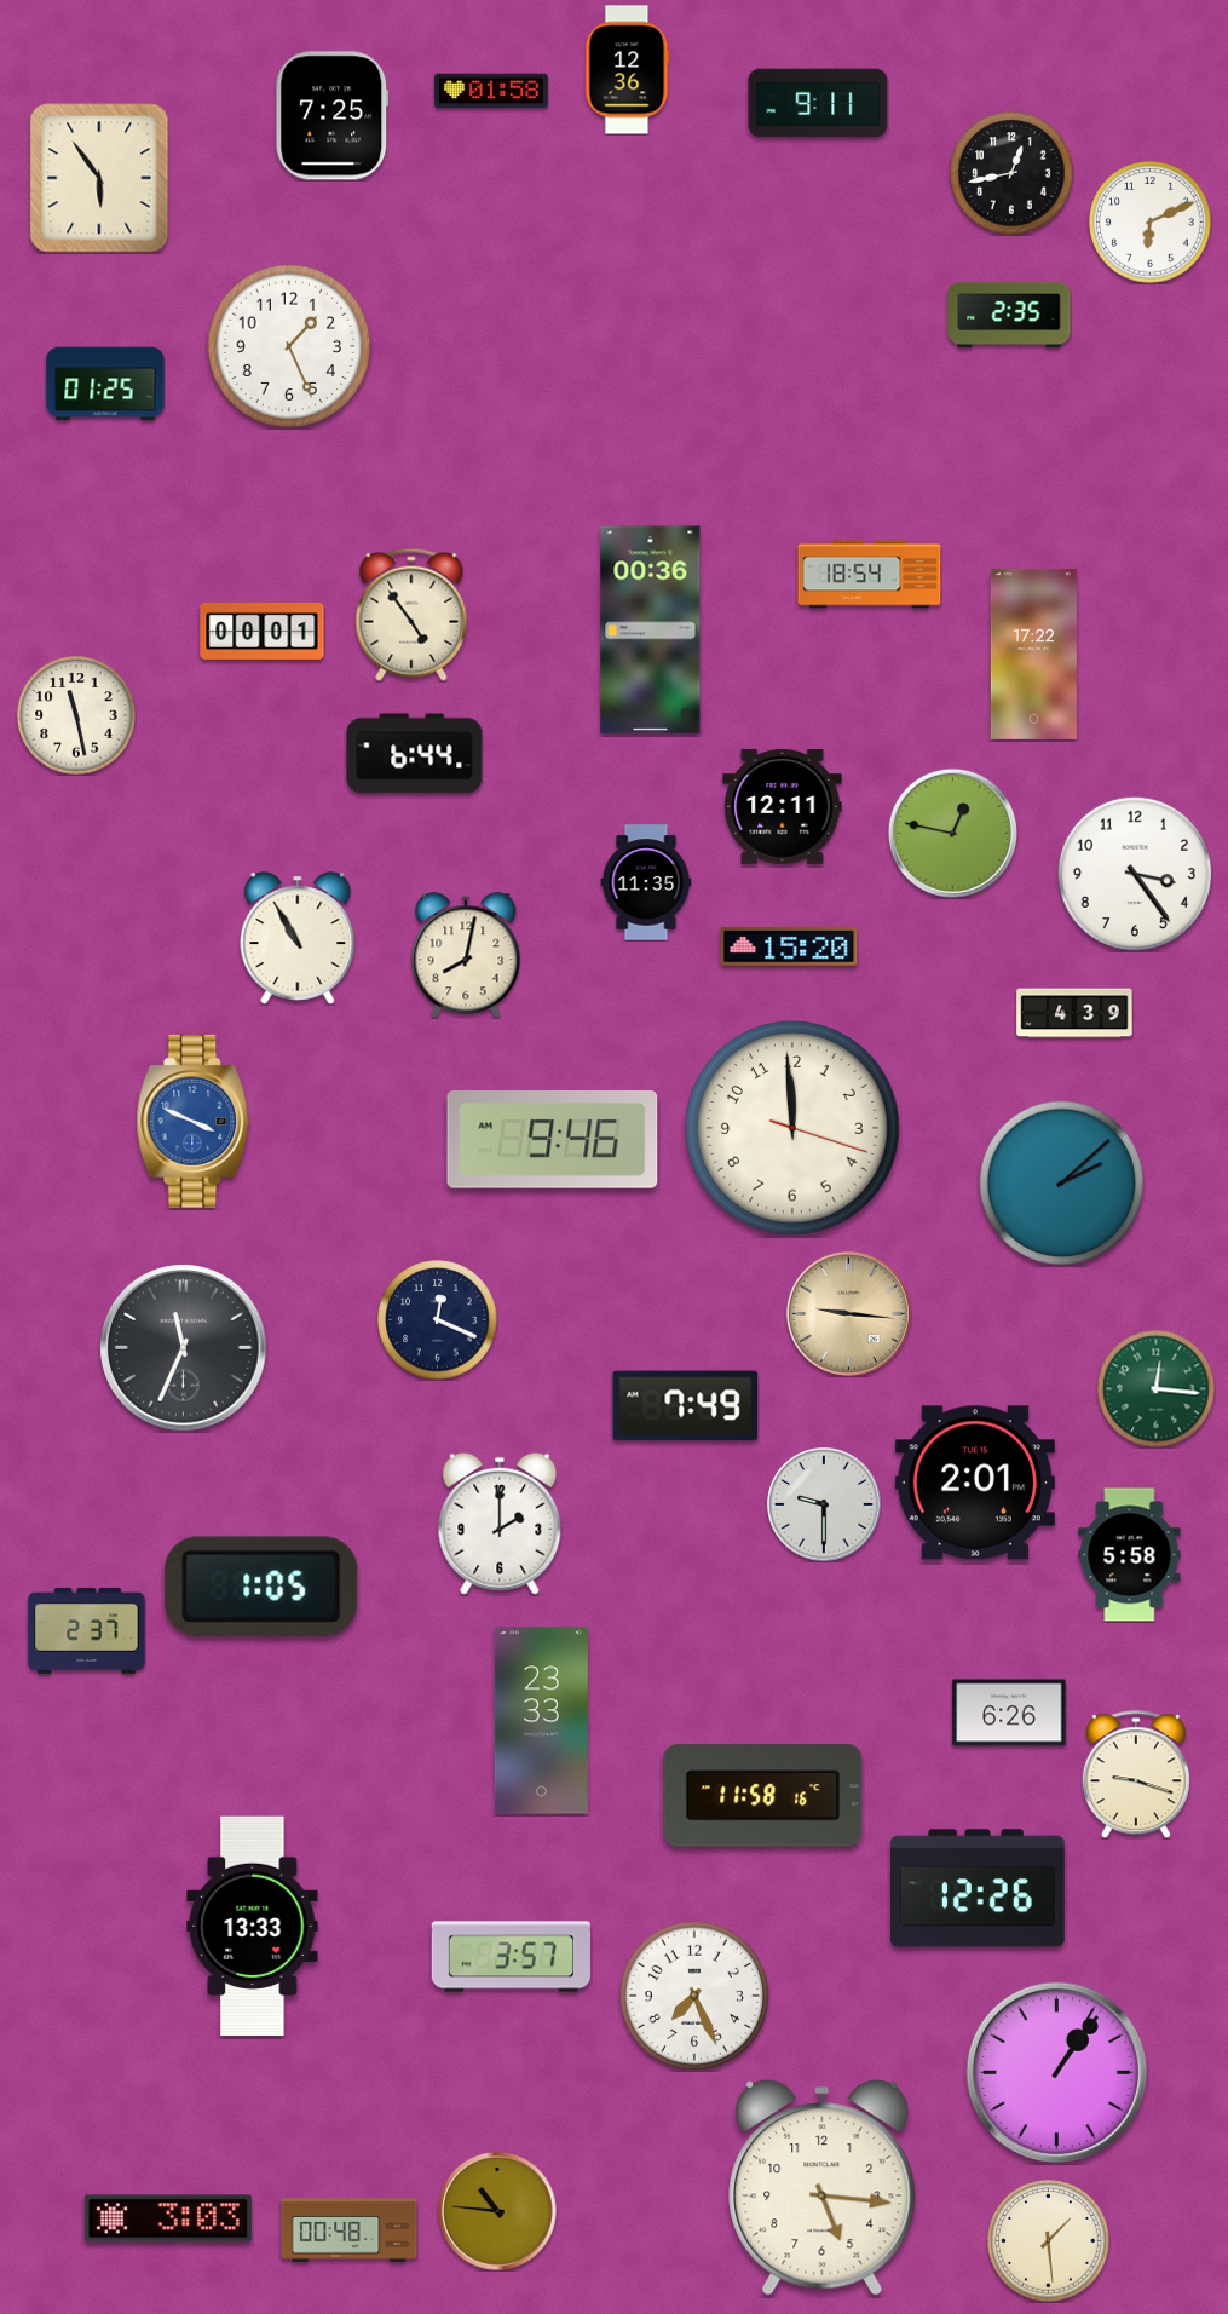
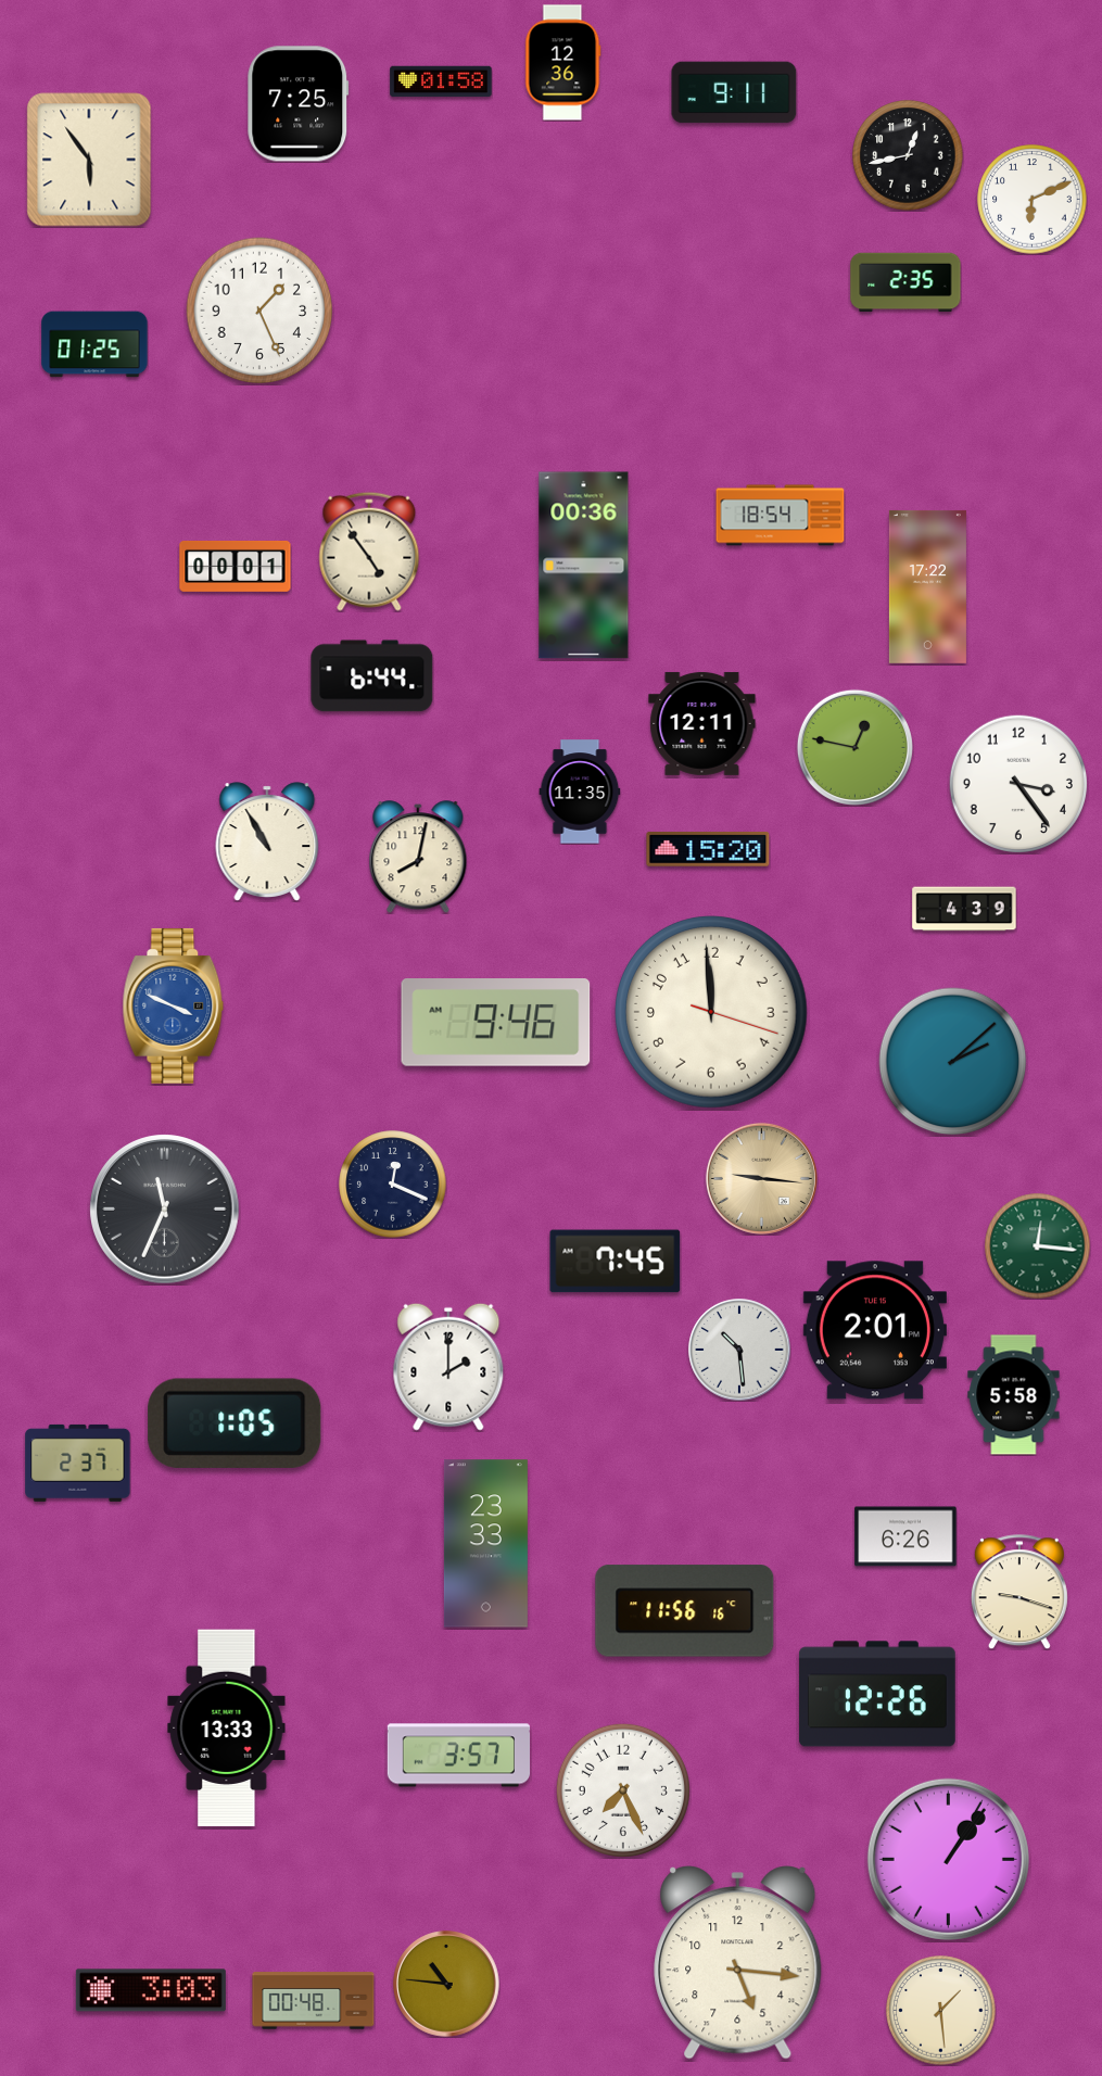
clock at (76, 715): 11:28 -> none
clock at (686, 1406): 7:49 -> 7:45
clock at (824, 1504): 9:30 -> 10:29
clock at (763, 1796): 11:58 -> 11:56
